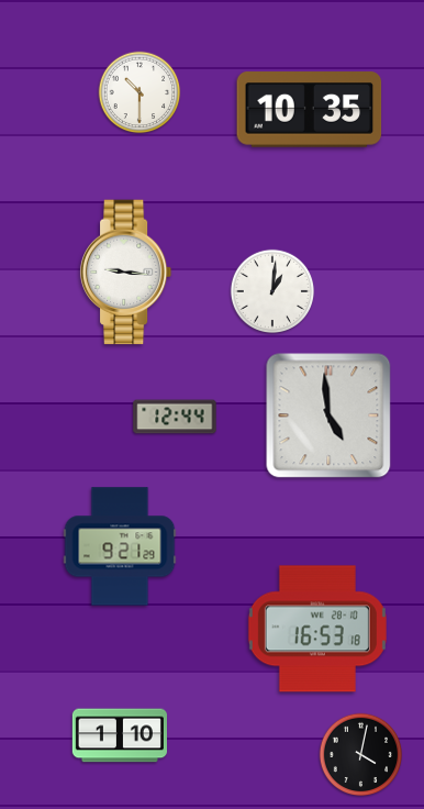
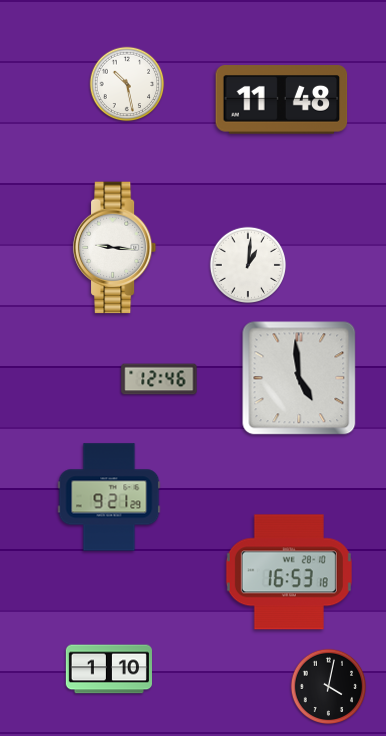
clock at (140, 92): 10:30 -> 10:28
clock at (310, 110): 10:35 -> 11:48
clock at (175, 417): 12:44 -> 12:46
